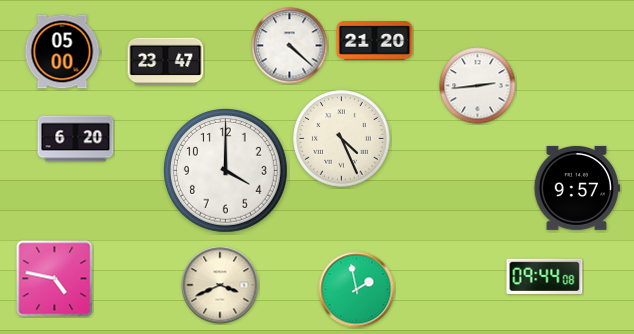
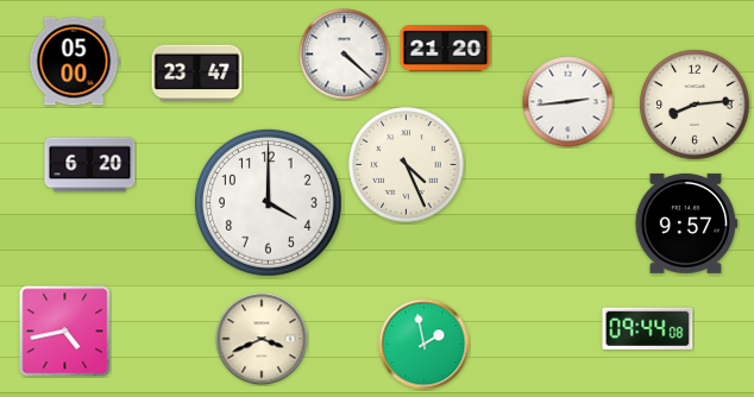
clock at (695, 105): none -> 8:14
clock at (55, 279): 4:47 -> 4:43
